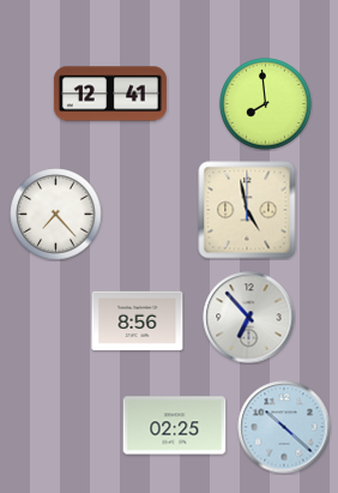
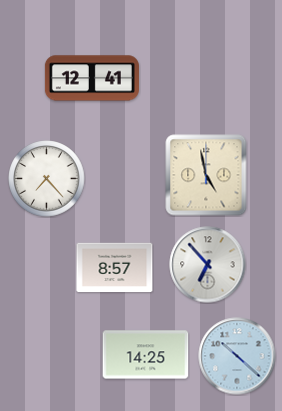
clock at (266, 104): 7:59 -> none
clock at (138, 321): 8:56 -> 8:57
clock at (175, 426): 02:25 -> 14:25
